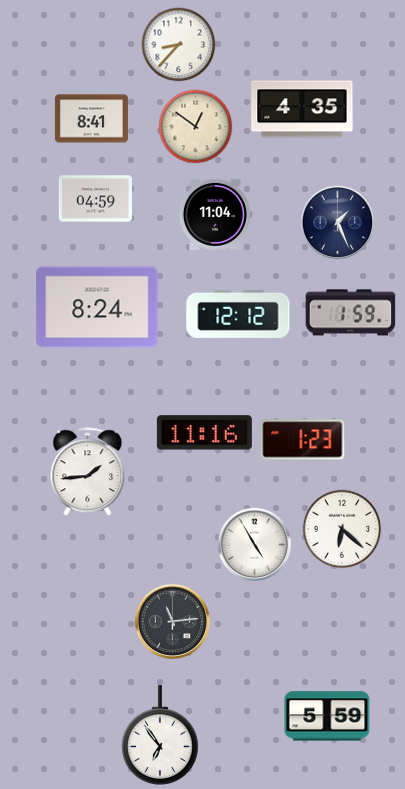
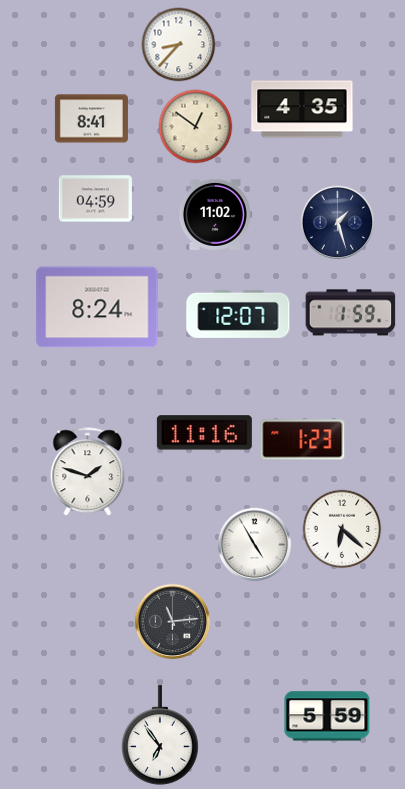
clock at (215, 214): 11:04 -> 11:02
clock at (338, 223): 1:26 -> 1:27
clock at (238, 314): 12:12 -> 12:07
clock at (88, 472): 1:44 -> 1:48
